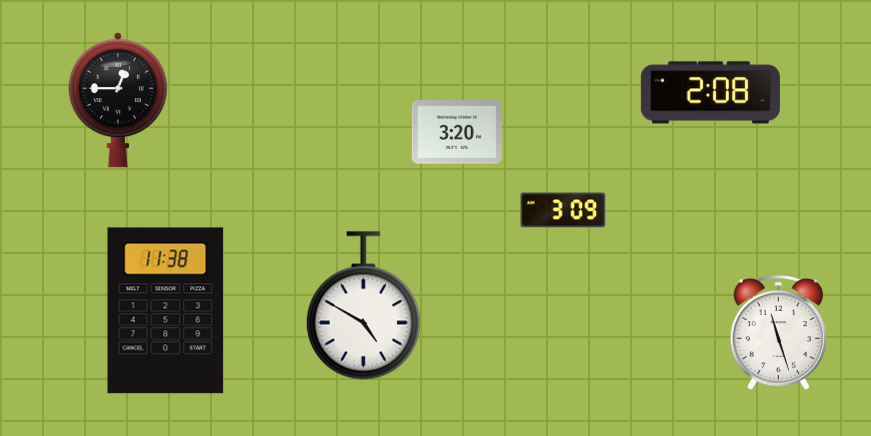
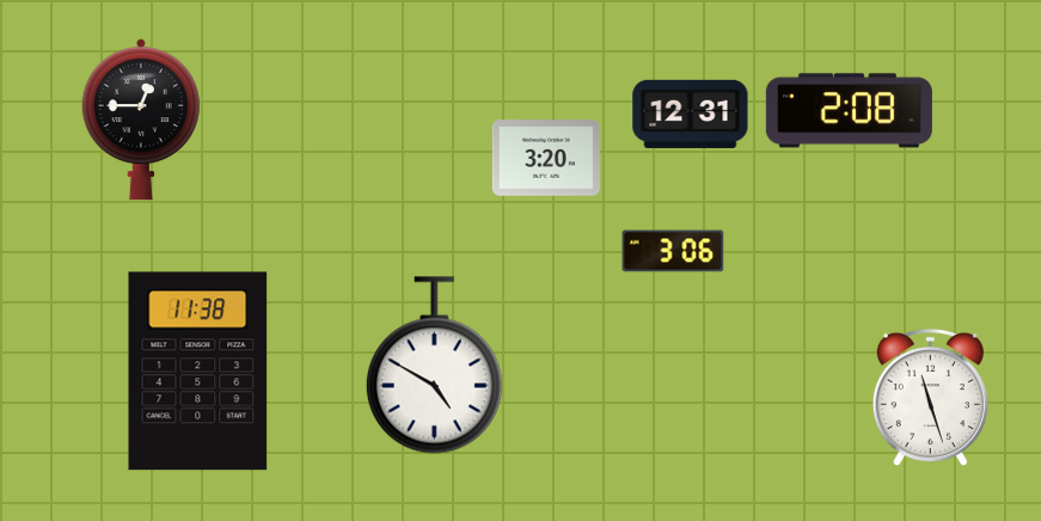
clock at (691, 114): none -> 12:31
clock at (563, 210): 3:09 -> 3:06
